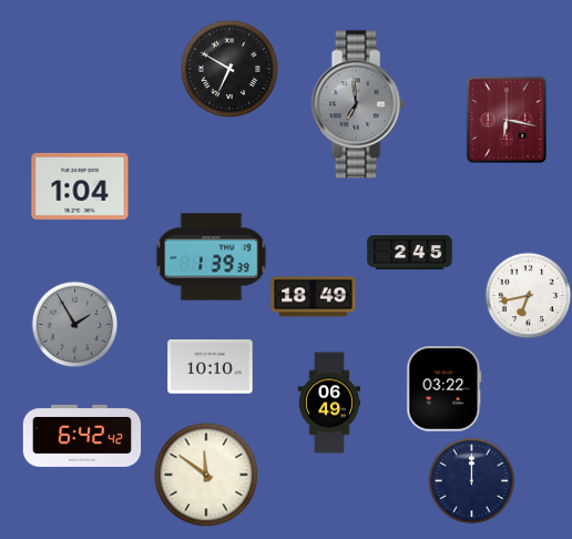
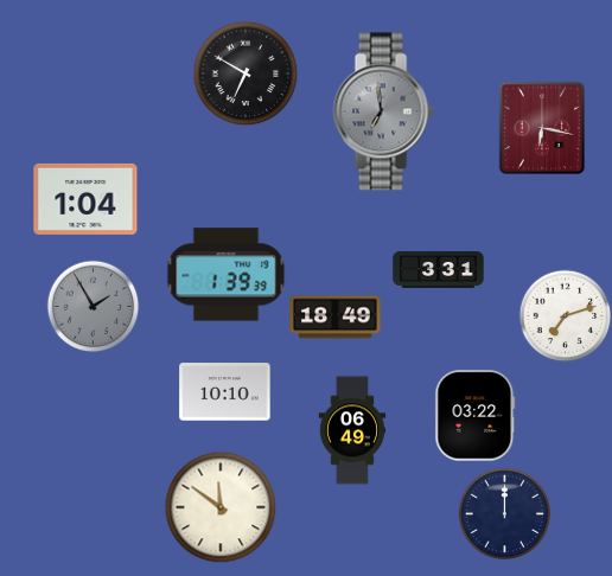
clock at (410, 253): 2:45 -> 3:31
clock at (528, 295): 6:43 -> 7:12
clock at (74, 324) position: (74, 324) -> (93, 306)
clock at (82, 436): 6:42 -> none
